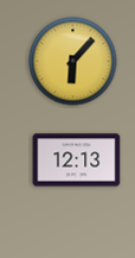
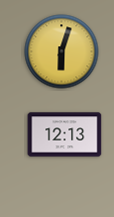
clock at (73, 62): 6:07 -> 6:03
